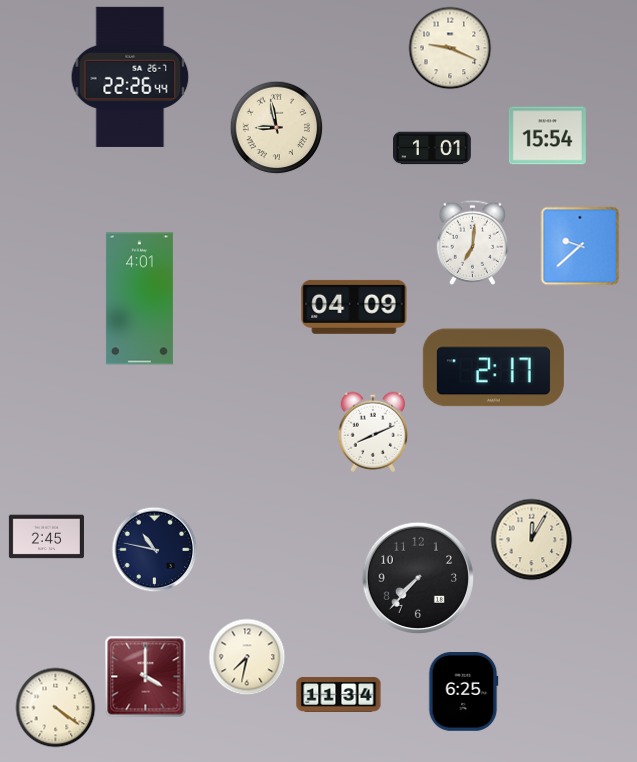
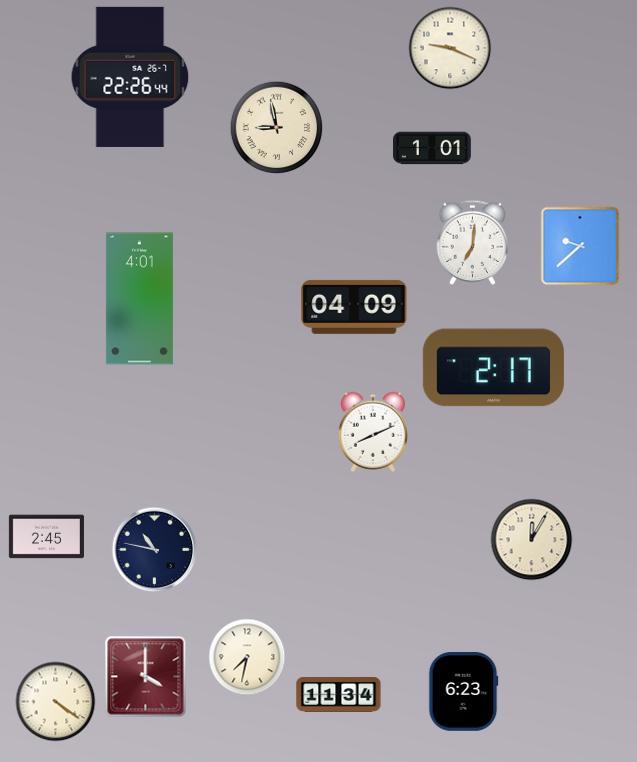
clock at (547, 136): 15:54 -> none
clock at (417, 577): 7:37 -> none
clock at (463, 692): 6:25 -> 6:23
clock at (56, 708) position: (56, 708) -> (56, 702)
